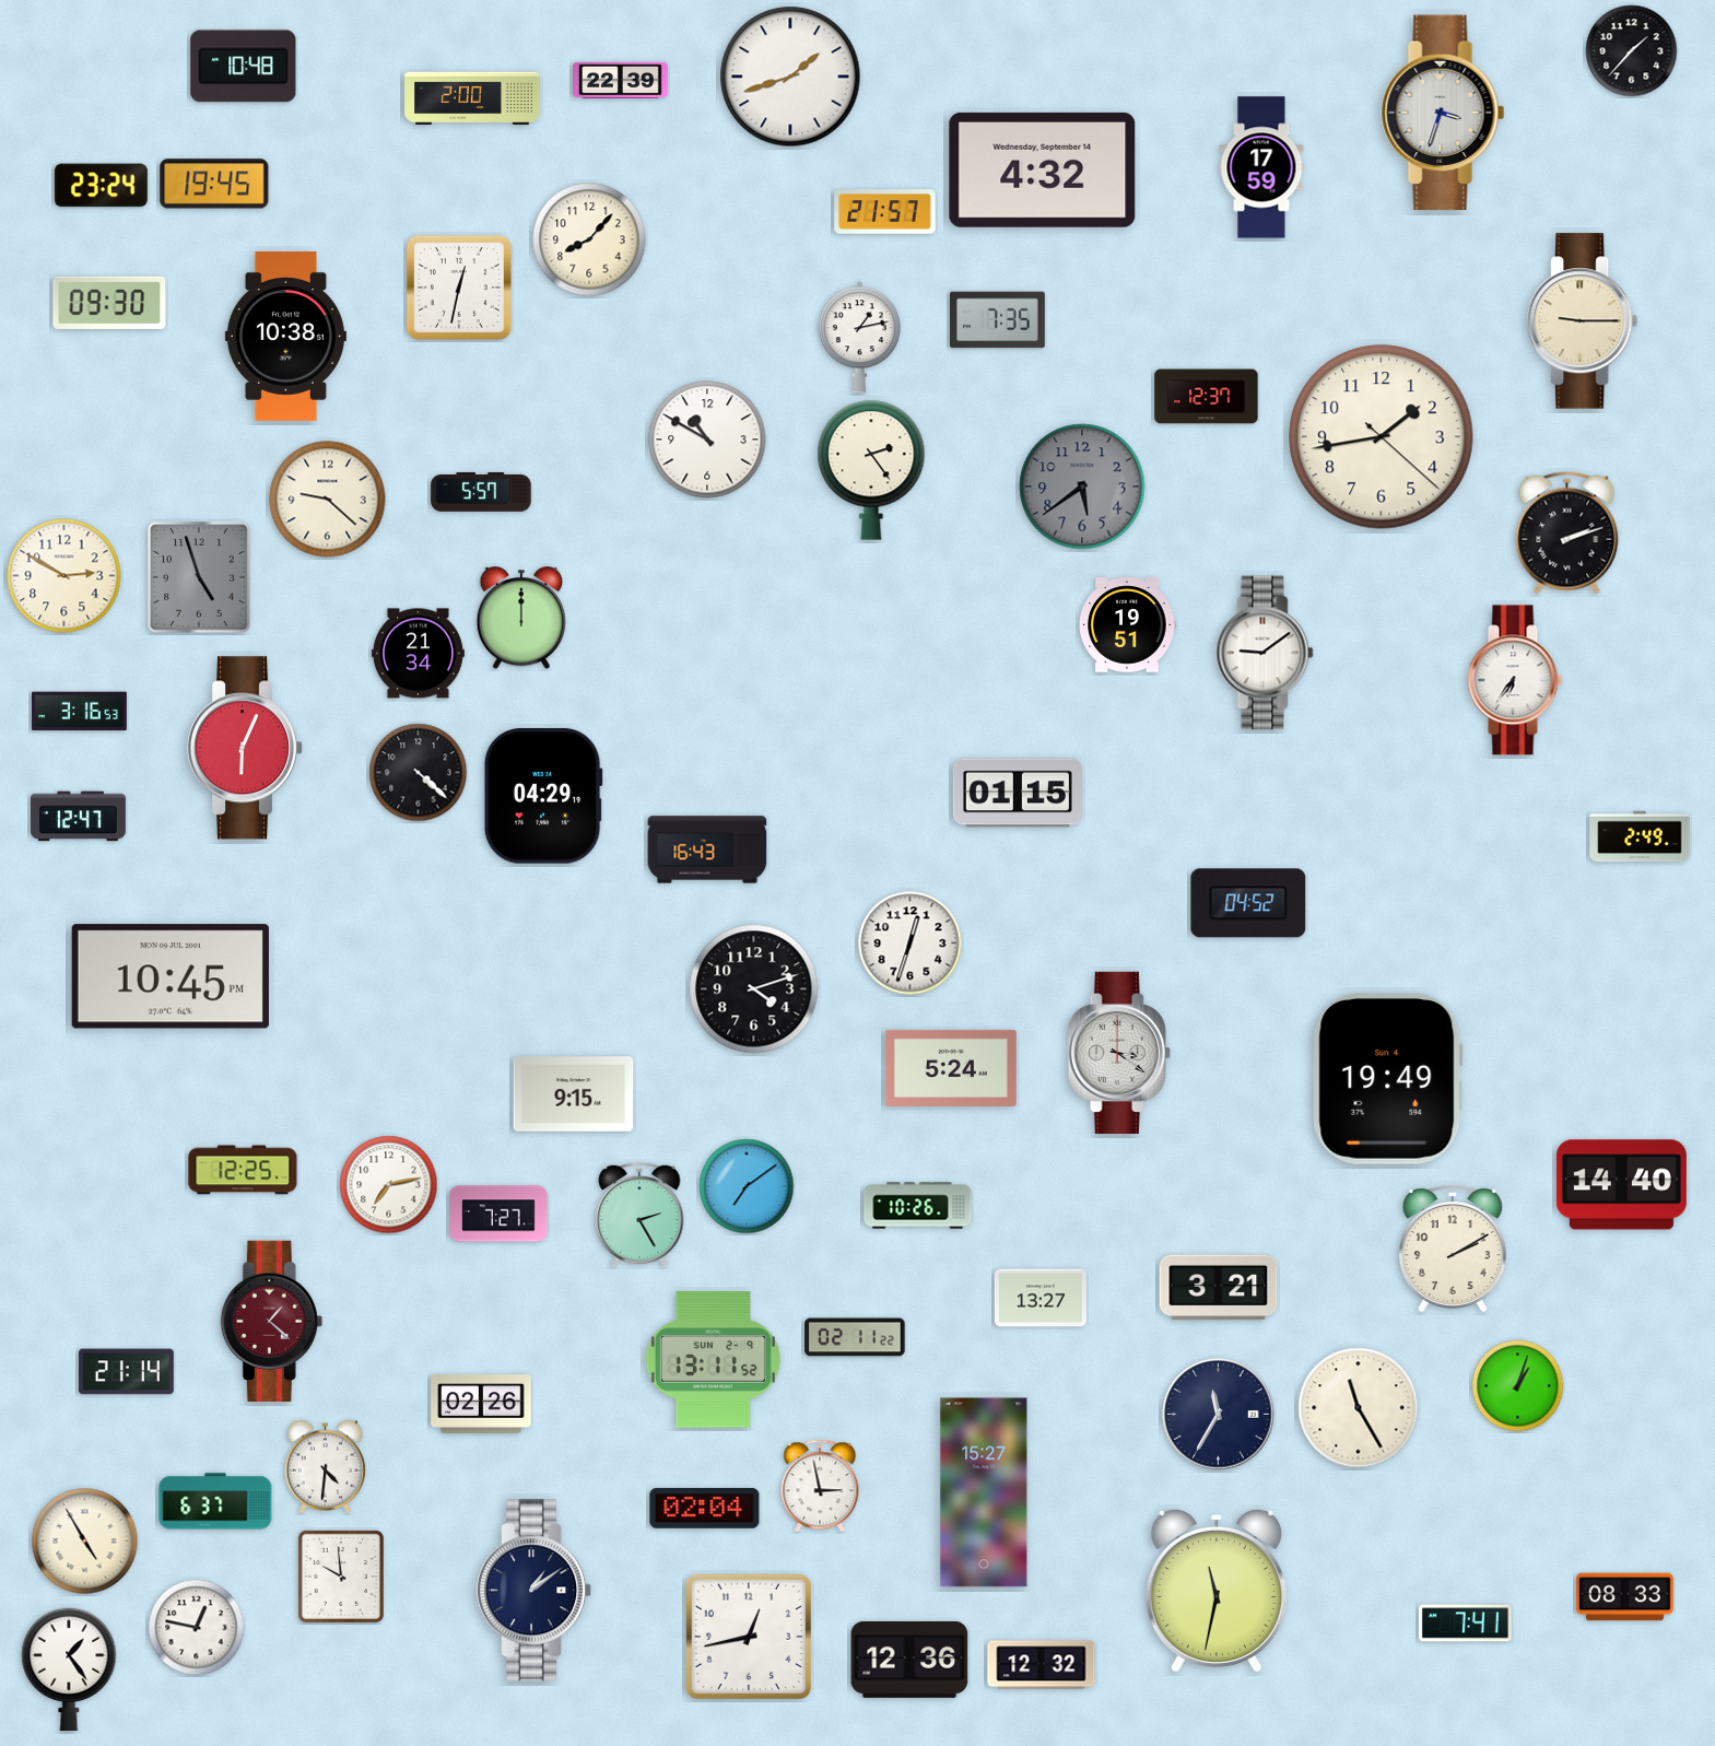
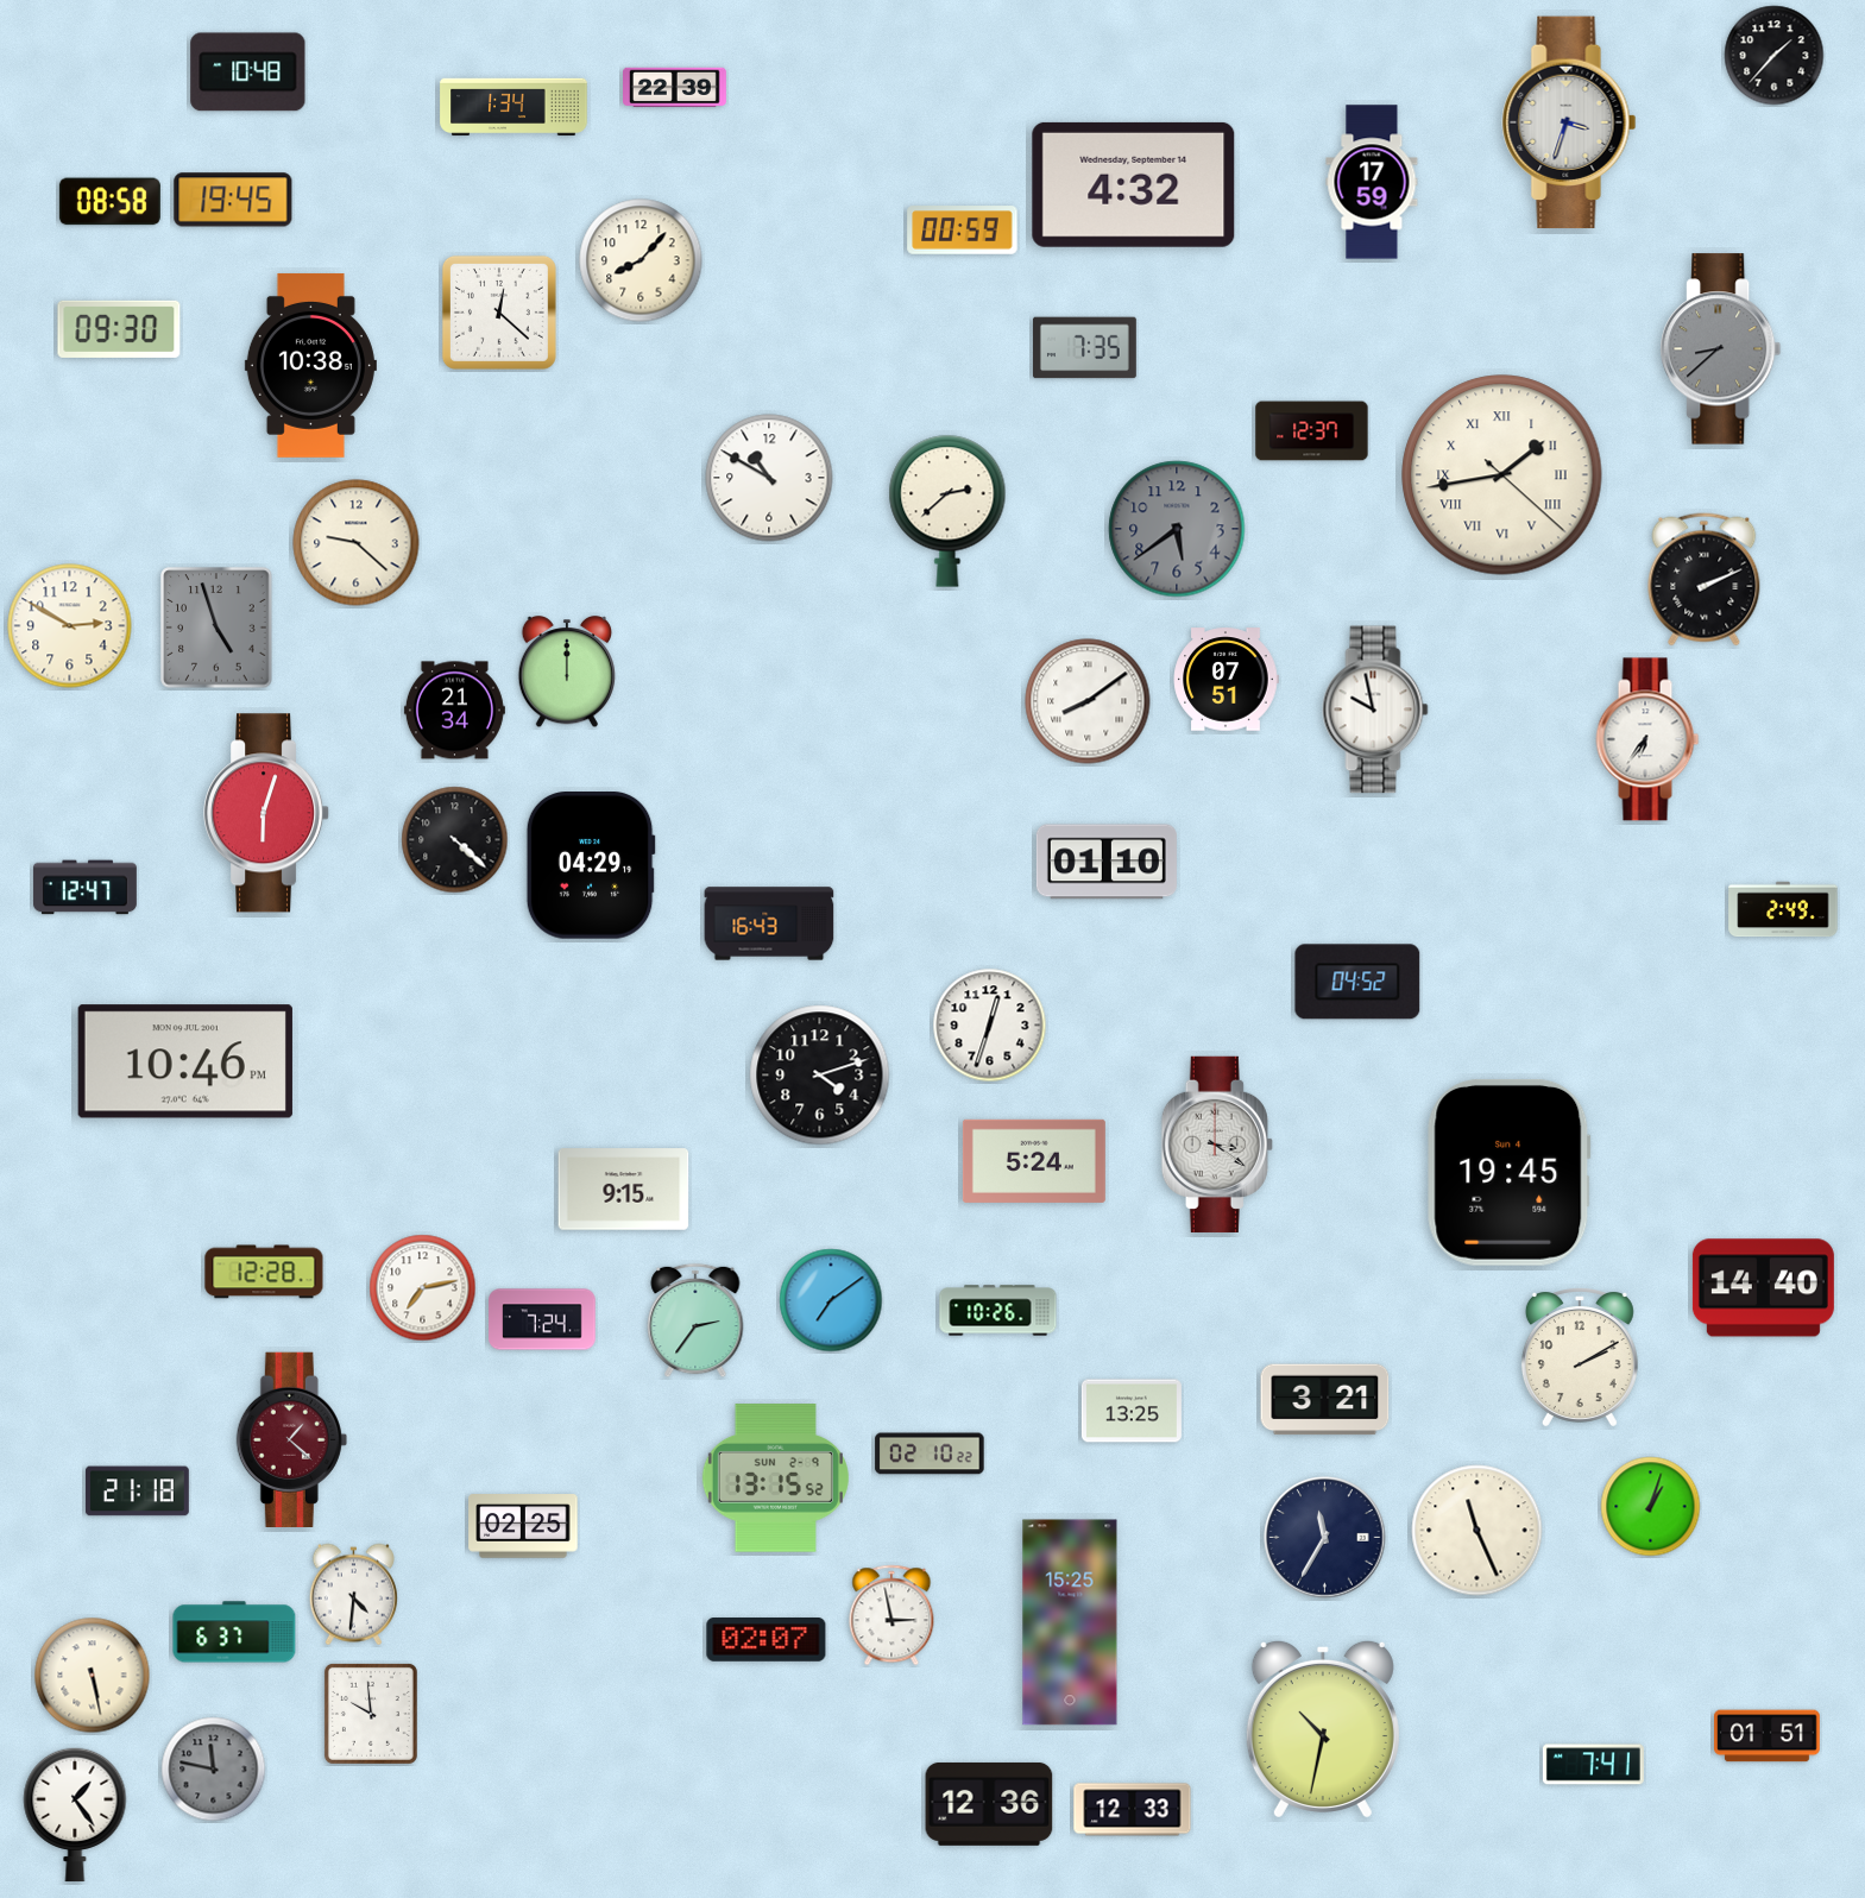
clock at (244, 67) position: (244, 67) -> (248, 72)
clock at (790, 77): 1:42 -> none
clock at (472, 98): 2:00 -> 1:34
clock at (101, 186): 23:24 -> 08:58
clock at (885, 212): 21:57 -> 00:59
clock at (459, 288): 12:32 -> 12:22
clock at (1583, 321): 9:15 -> 8:38
clock at (1583, 321) dial: cream -> grey
clock at (859, 338): 1:13 -> none
clock at (1382, 437) numerals: Arabic -> Roman
clock at (871, 470): 2:24 -> 2:38
clock at (481, 492): 5:57 -> none
clock at (1567, 534): 2:12 -> 2:11
clock at (1127, 625): 19:51 -> 07:51
clock at (1088, 701): none -> 8:09
clock at (1265, 653): 9:09 -> 9:58
clock at (79, 712): 3:16 -> none
clock at (246, 748): 6:04 -> 6:03
clock at (1018, 793): 01:15 -> 01:10
clock at (171, 976): 10:45 -> 10:46
clock at (1388, 1078): 19:49 -> 19:45
clock at (243, 1170): 12:25 -> 12:28
clock at (747, 1186) position: (747, 1186) -> (831, 1300)
clock at (498, 1214): 7:27 -> 7:24
clock at (639, 1215): 2:25 -> 2:36
clock at (1041, 1298): 13:27 -> 13:25
clock at (271, 1321) position: (271, 1321) -> (291, 1439)
clock at (855, 1337): 02:11 -> 02:10
clock at (713, 1360): 13:11 -> 13:15
clock at (126, 1372): 21:14 -> 21:18
clock at (481, 1404): 02:26 -> 02:25
clock at (1359, 1408): 11:25 -> 11:26
clock at (984, 1492): 15:27 -> 15:25
clock at (705, 1509): 02:04 -> 02:07
clock at (85, 1542): 4:55 -> 5:28
clock at (1217, 1590): 11:32 -> 10:32
clock at (535, 1591): 1:09 -> none
clock at (1625, 1597): 08:33 -> 01:51
clock at (197, 1628): 12:47 -> 11:47
clock at (197, 1628) dial: white -> grey
clock at (749, 1637): 12:43 -> none
clock at (1042, 1665): 12:32 -> 12:33
